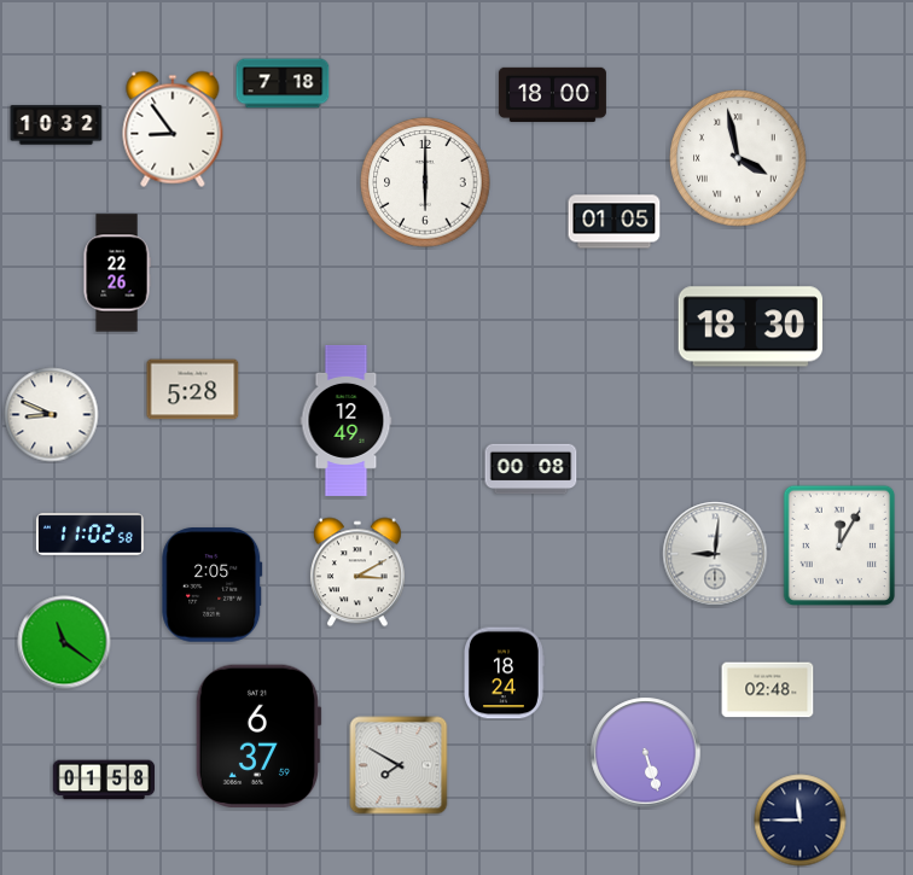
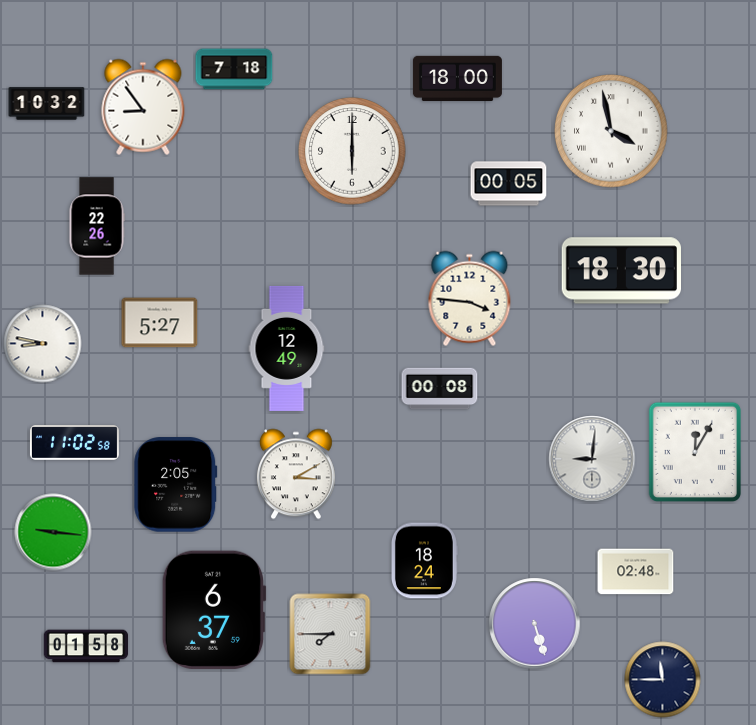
clock at (615, 222): 01:05 -> 00:05
clock at (470, 299): none -> 3:46
clock at (193, 390): 5:28 -> 5:27
clock at (52, 415): 8:49 -> 8:47
clock at (64, 642): 11:21 -> 9:16
clock at (504, 673) position: (504, 673) -> (424, 561)
clock at (399, 765): 7:50 -> 7:45
